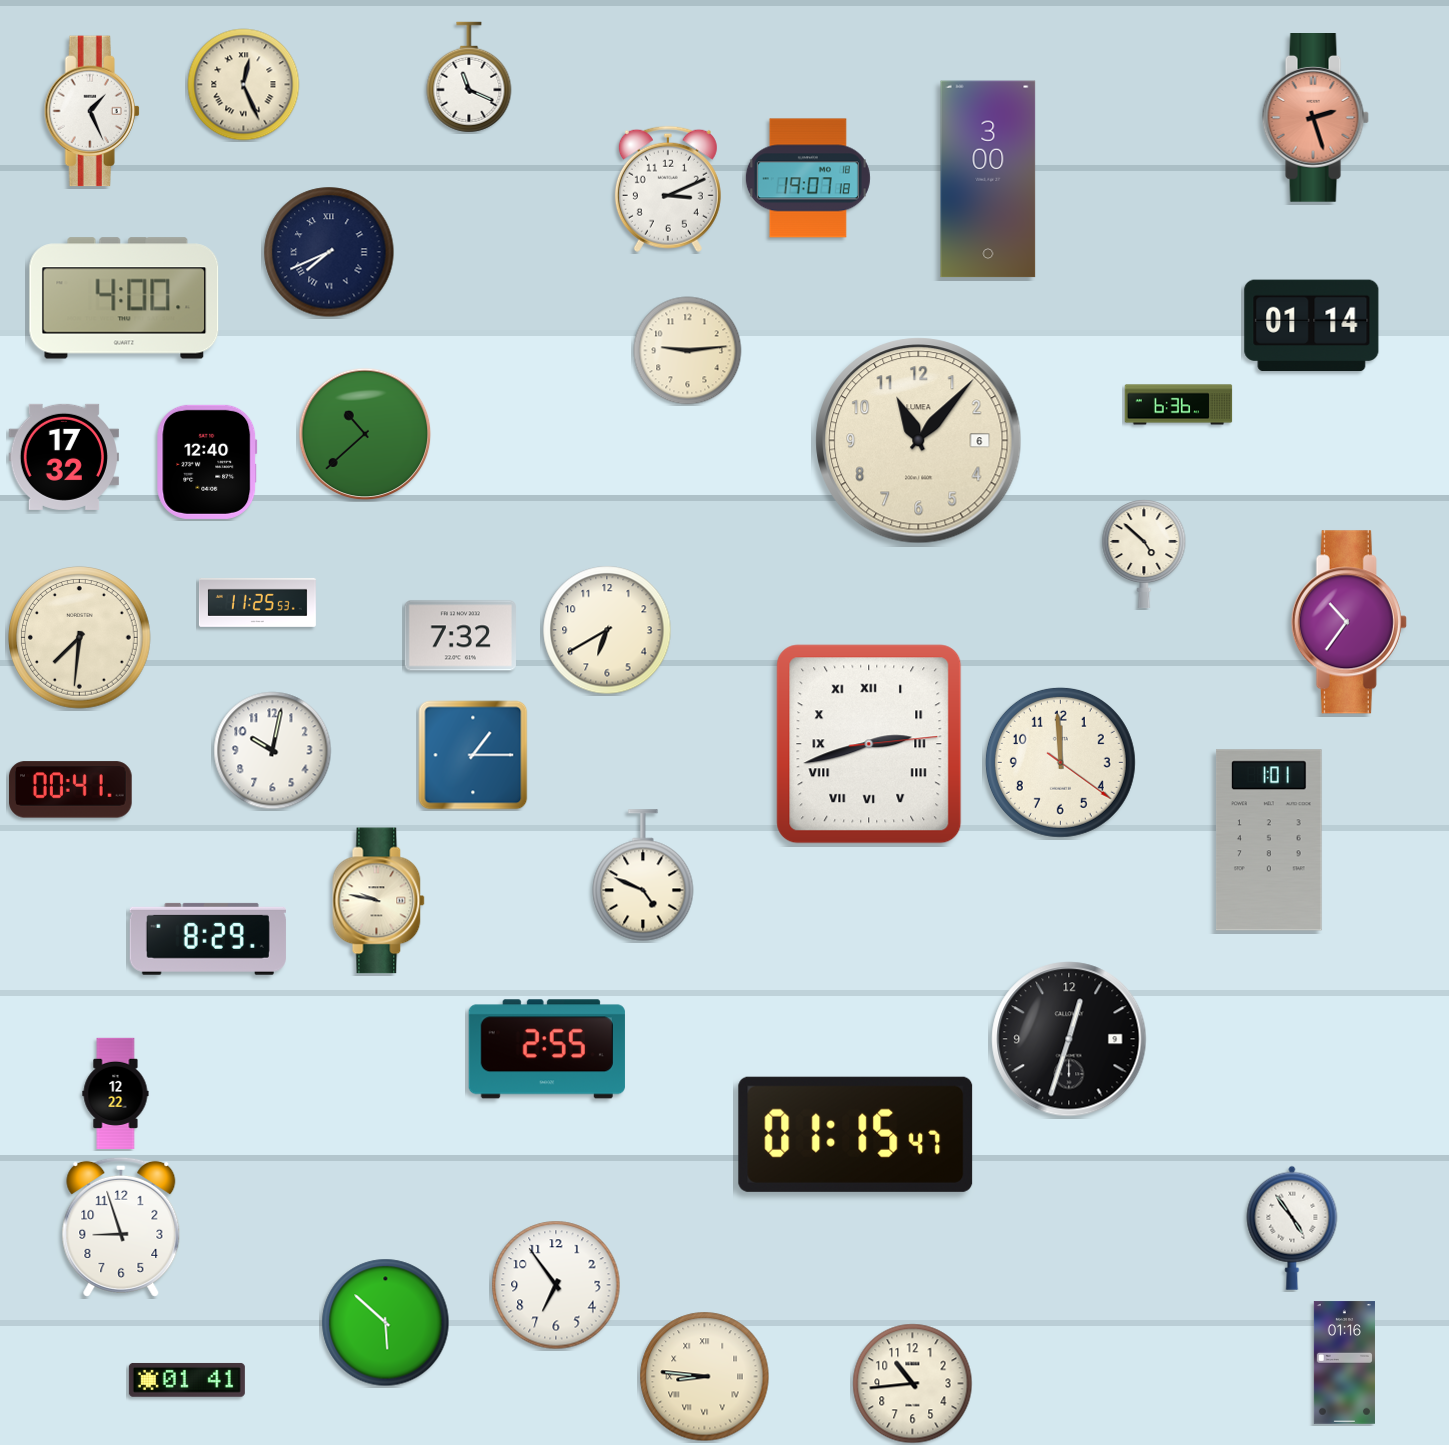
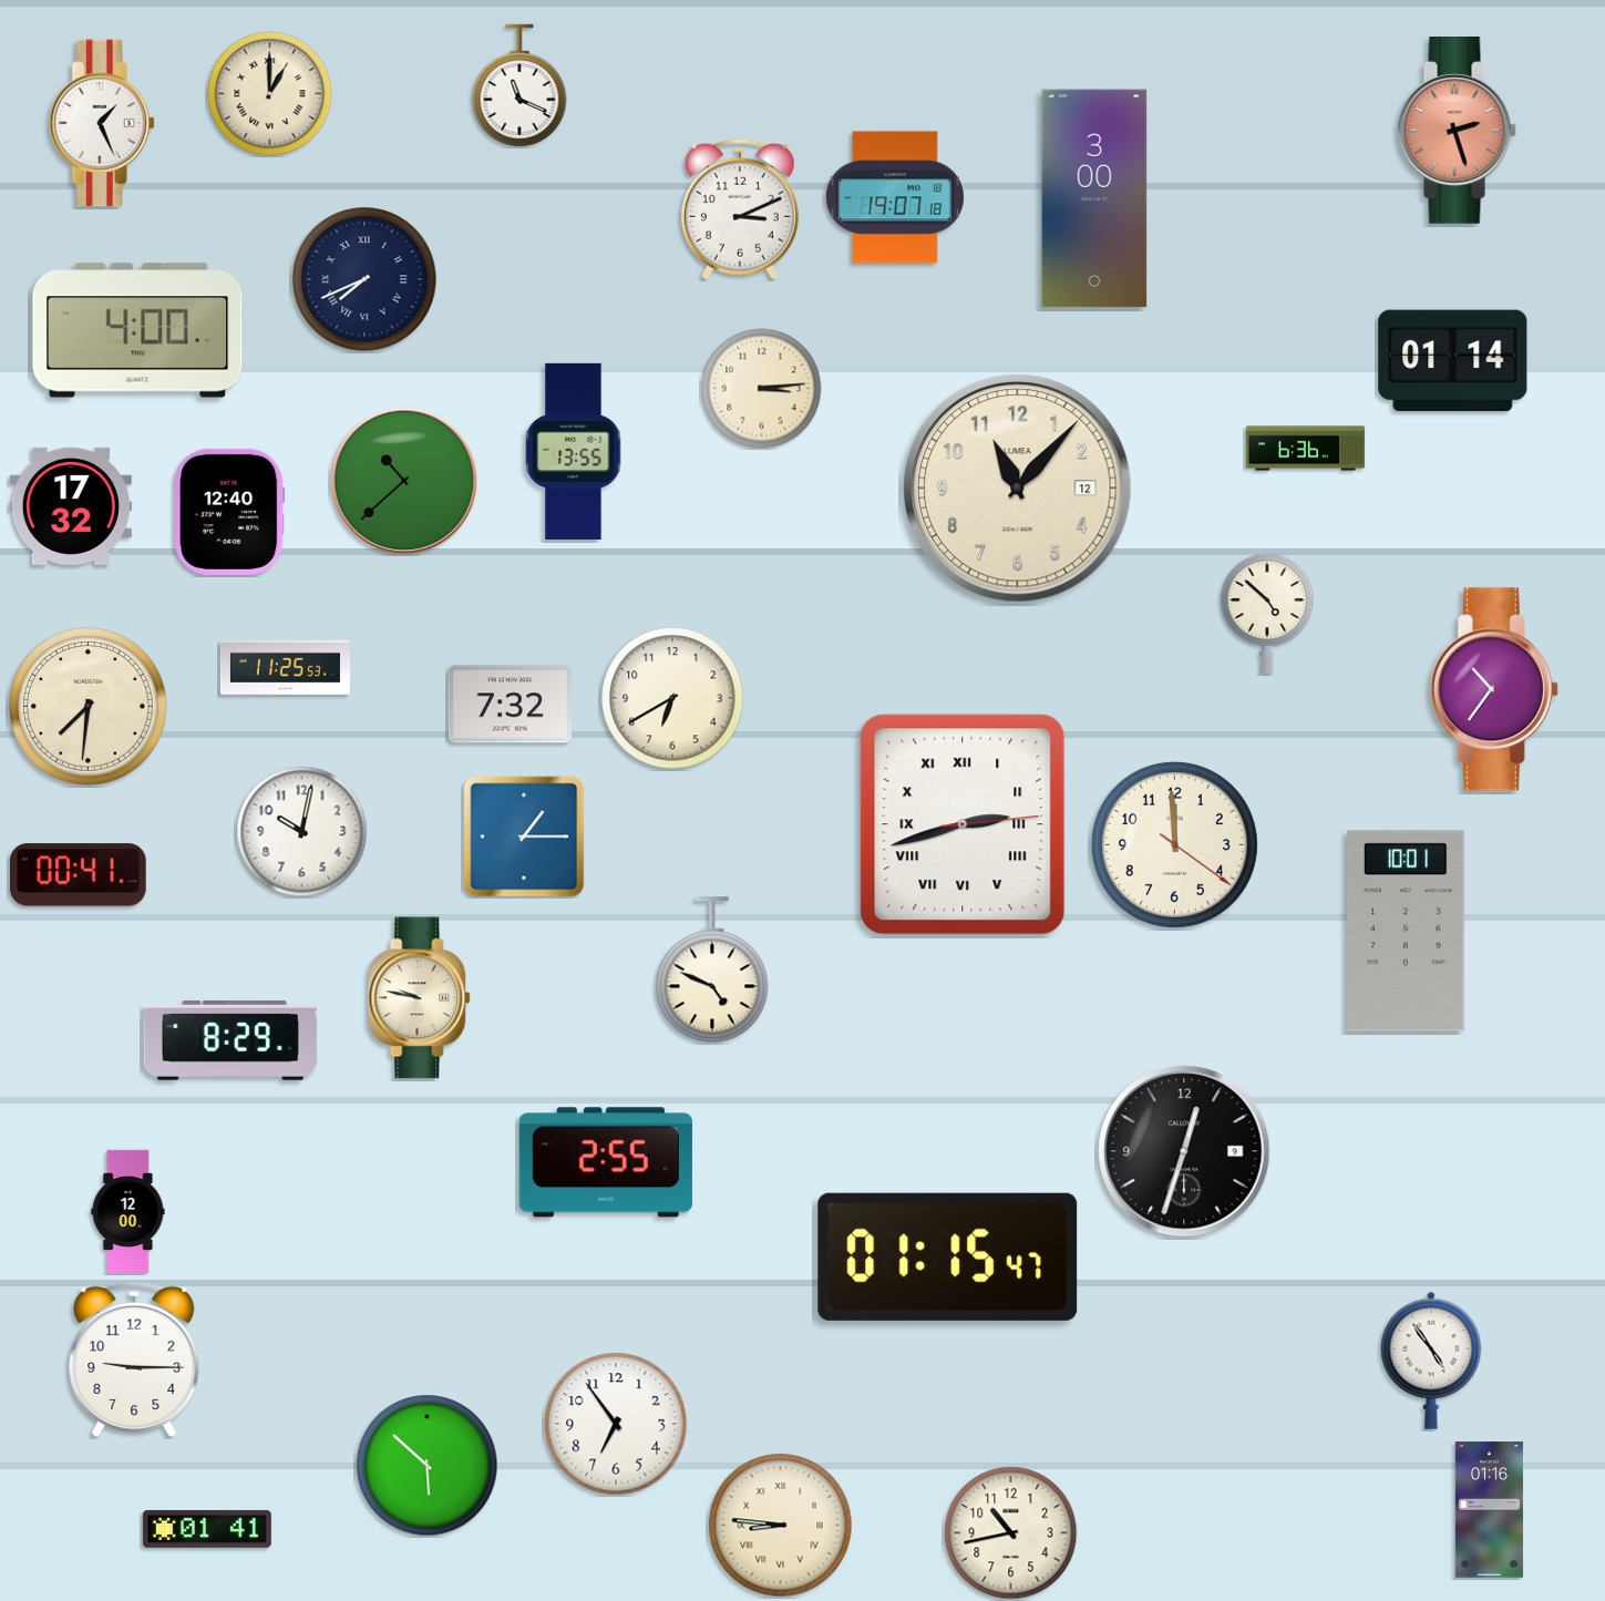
clock at (244, 85): 12:26 -> 1:00
clock at (688, 351): 9:14 -> 3:14
clock at (574, 451): none -> 13:55
clock at (919, 441) date: 6 -> 12
clock at (1269, 840): 1:01 -> 10:01
clock at (116, 1093): 12:22 -> 12:00
clock at (121, 1227): 8:57 -> 9:15
clock at (913, 1384): 10:44 -> 10:43
